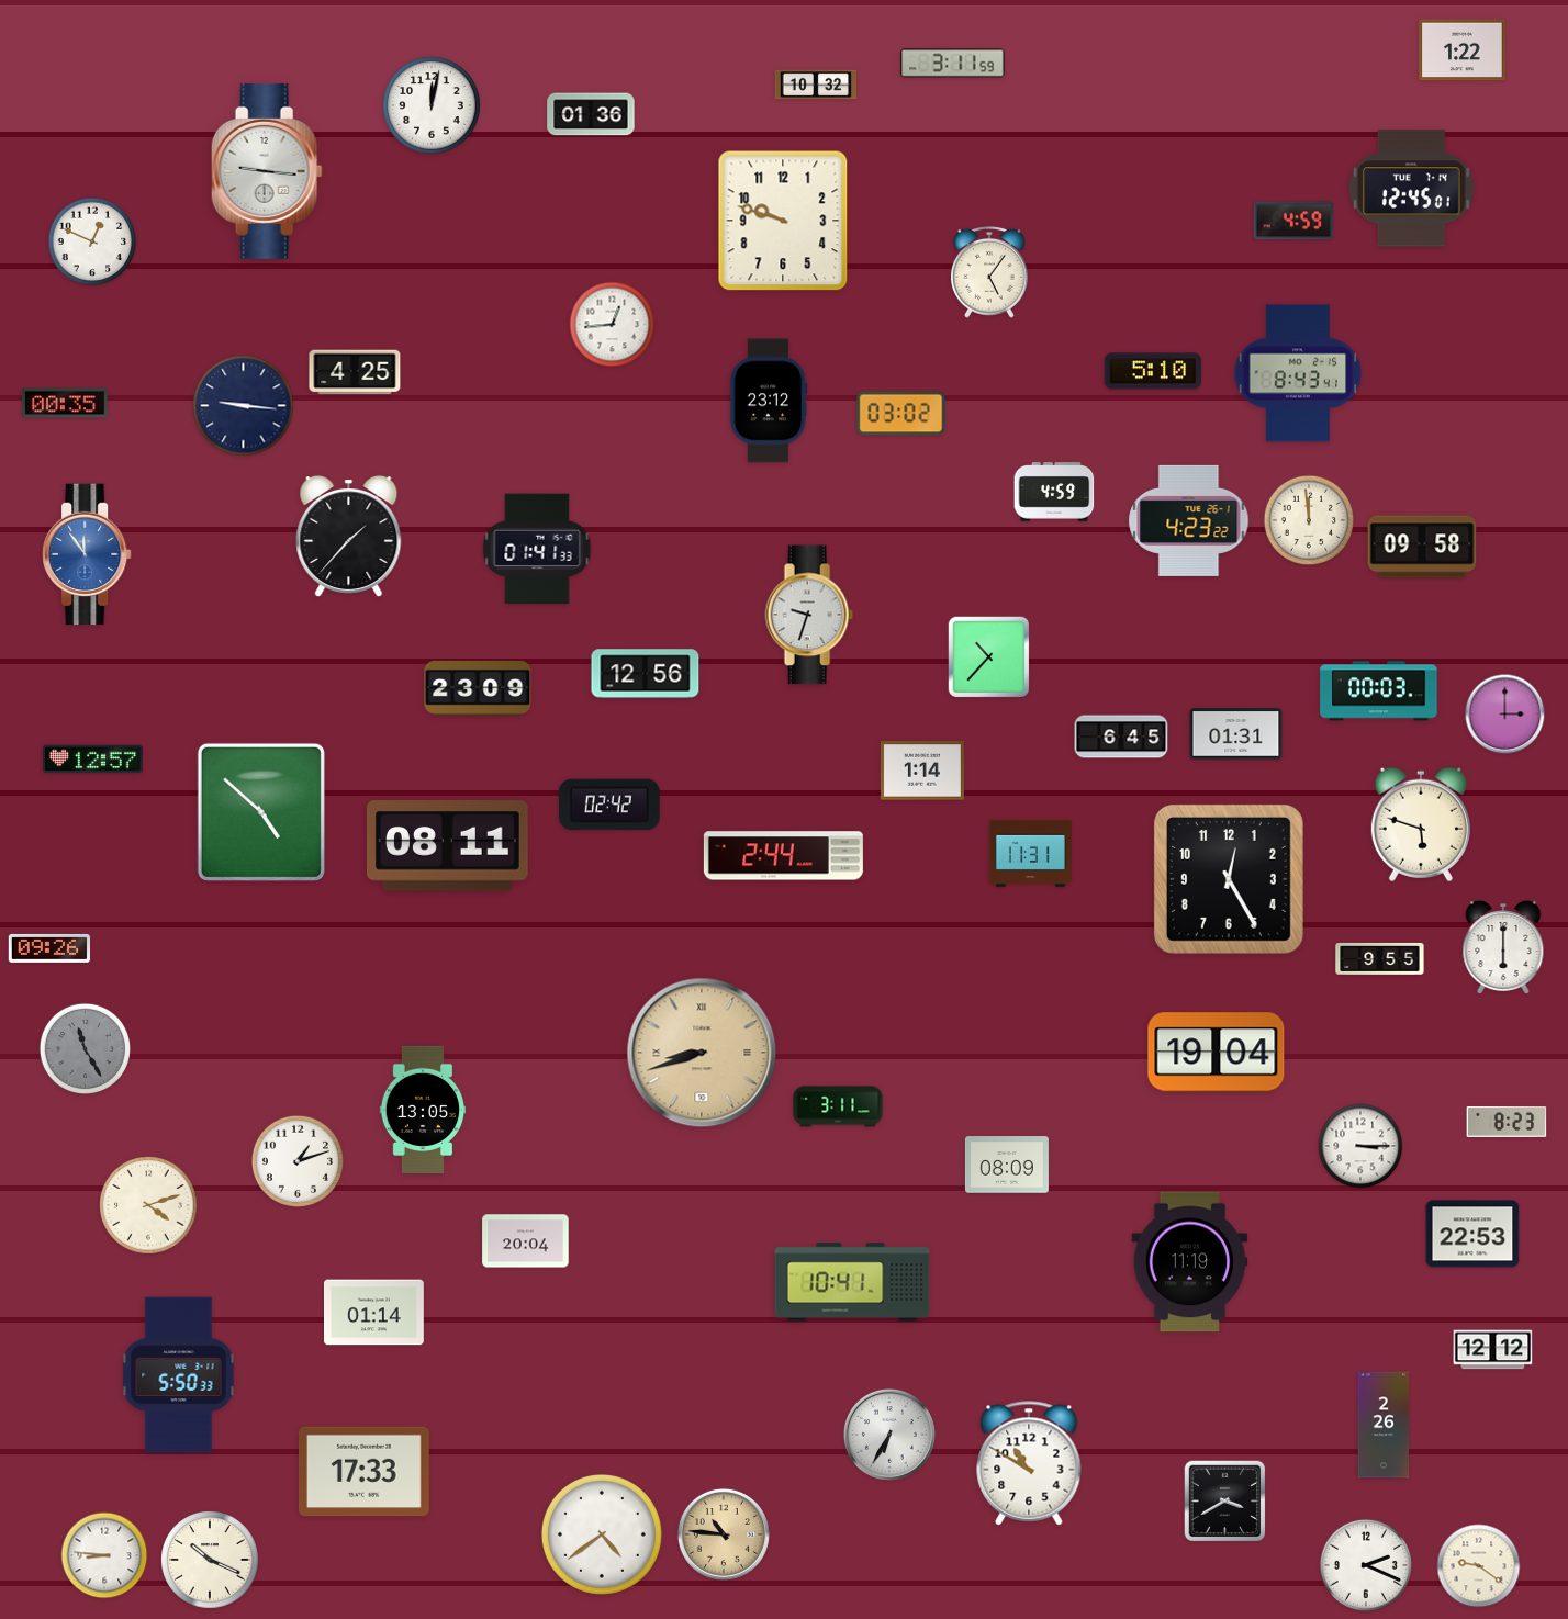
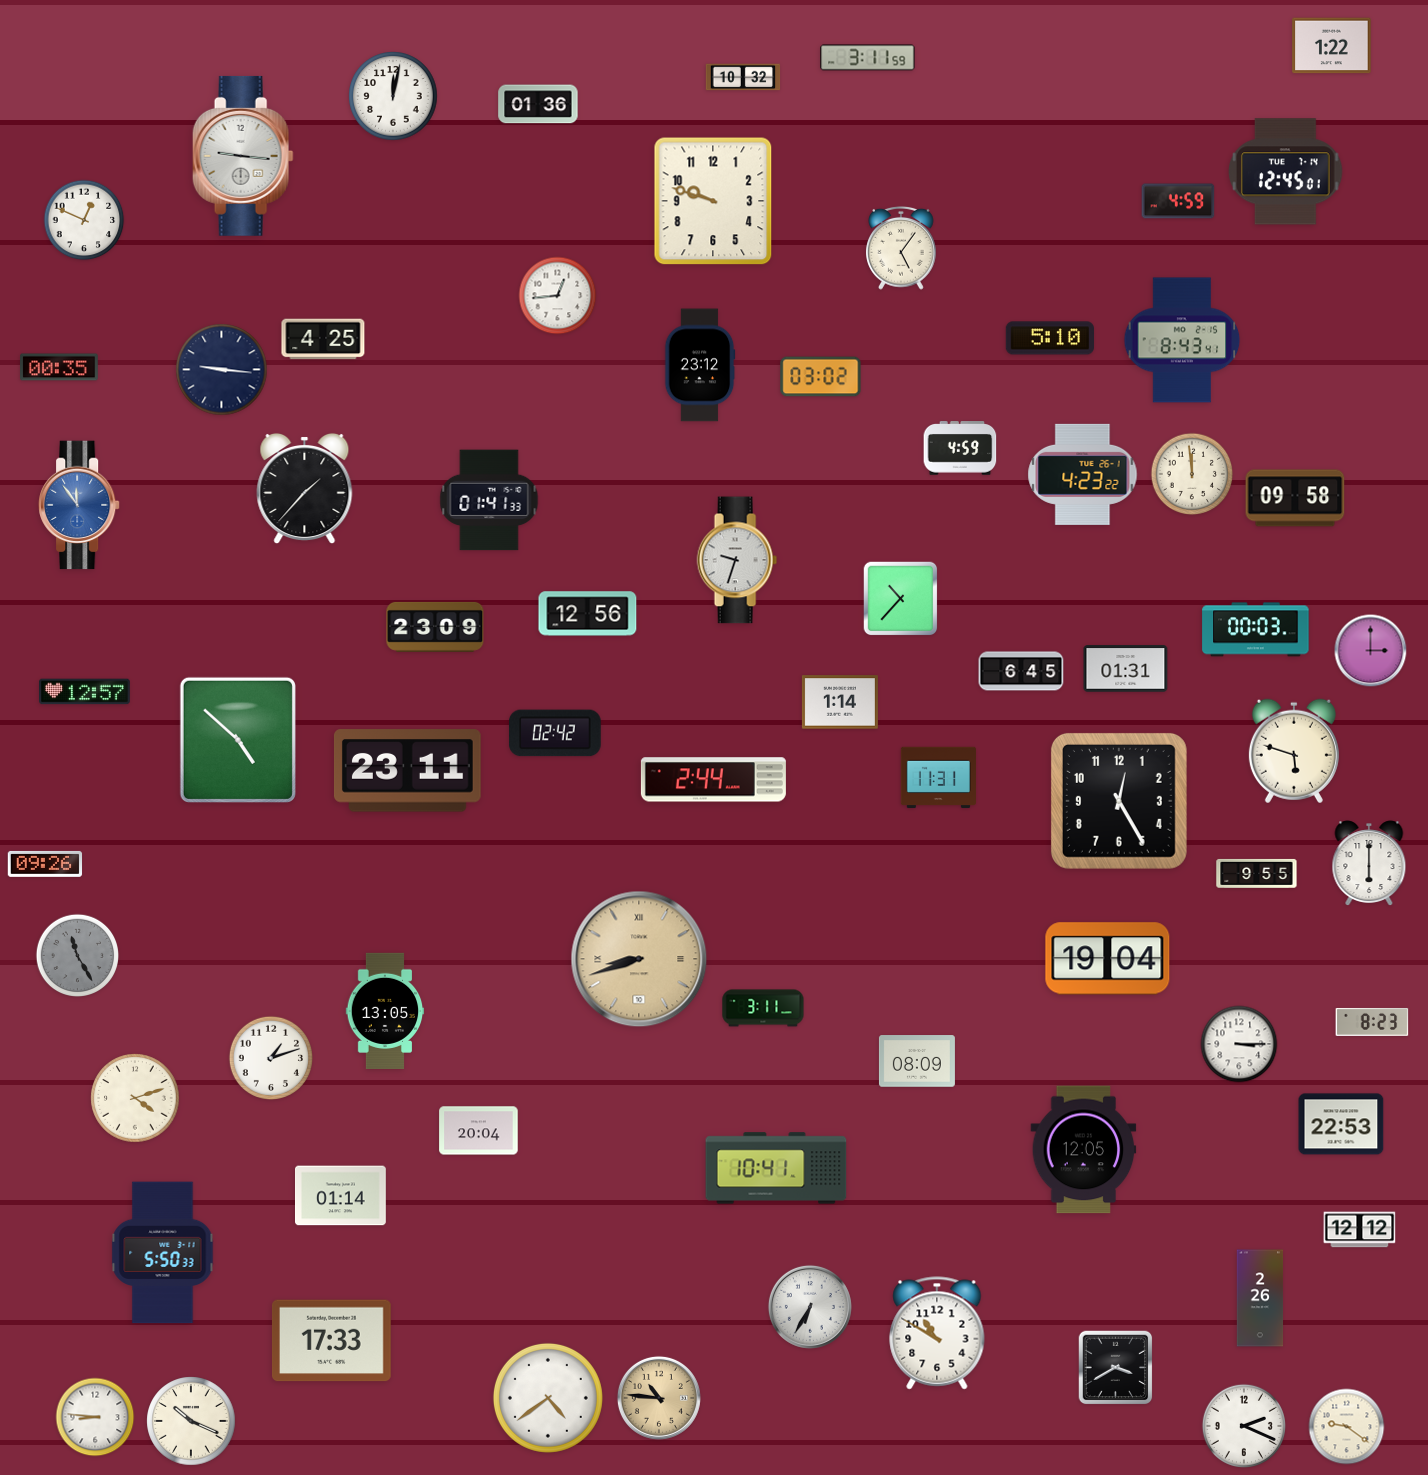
clock at (349, 537) position: (349, 537) -> (305, 489)
clock at (447, 846): 08:11 -> 23:11
clock at (1190, 1262): 11:19 -> 12:05
